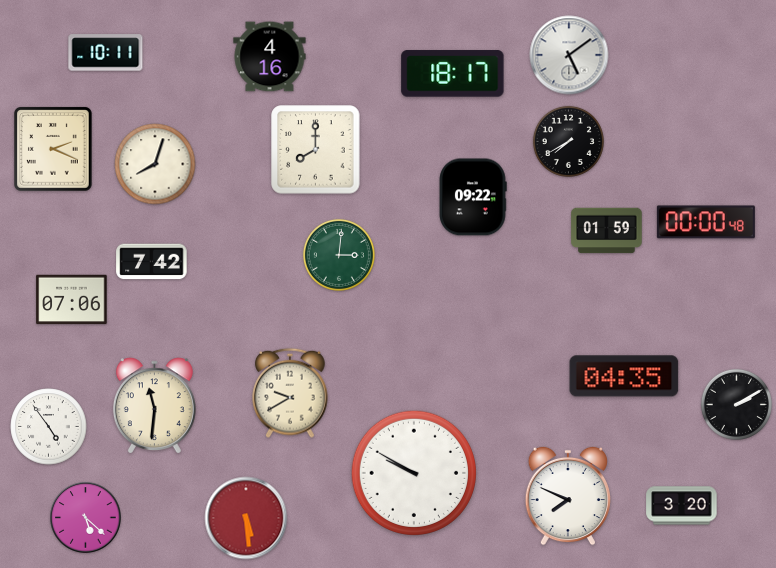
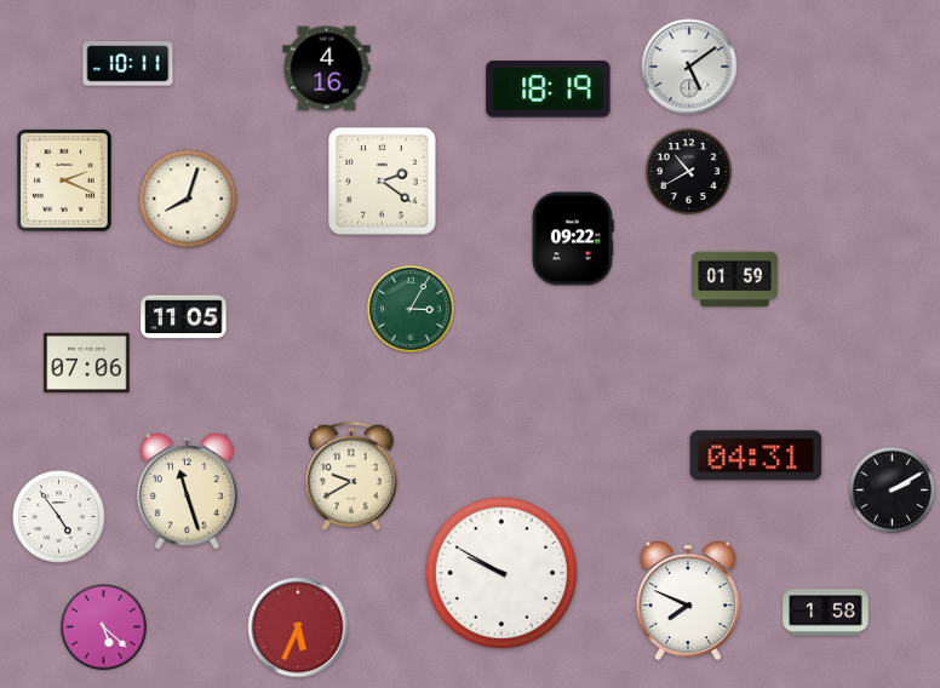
clock at (453, 74): 18:17 -> 18:19
clock at (568, 141): 7:40 -> 10:40
clock at (316, 150): 8:00 -> 2:21
clock at (706, 222): 00:00 -> none
clock at (339, 255): 3:01 -> 3:05
clock at (152, 262): 7:42 -> 11:05
clock at (624, 376): 04:35 -> 04:31
clock at (154, 406): 11:31 -> 11:27
clock at (682, 506): 3:20 -> 1:58
clock at (246, 518): 5:29 -> 5:34
